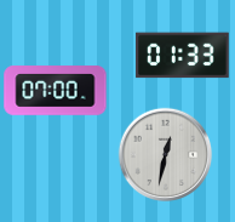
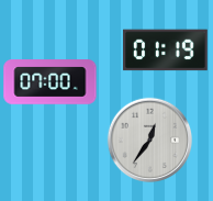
clock at (183, 56): 01:33 -> 01:19
clock at (165, 154): 12:32 -> 12:36
